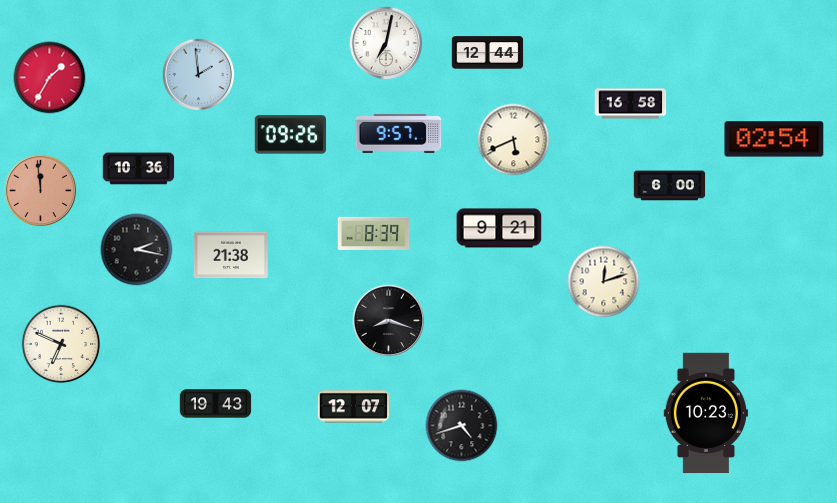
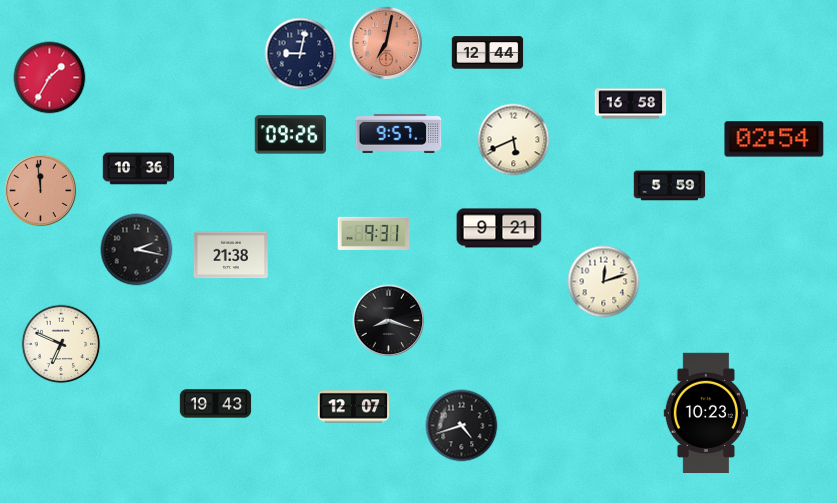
clock at (386, 43) dial: white -> salmon
clock at (301, 54): none -> 9:02
clock at (199, 75): 1:59 -> none
clock at (670, 186): 6:00 -> 5:59
clock at (374, 233): 8:39 -> 9:31
